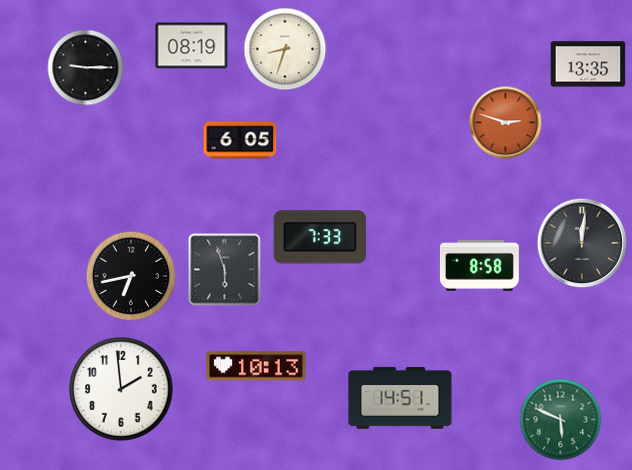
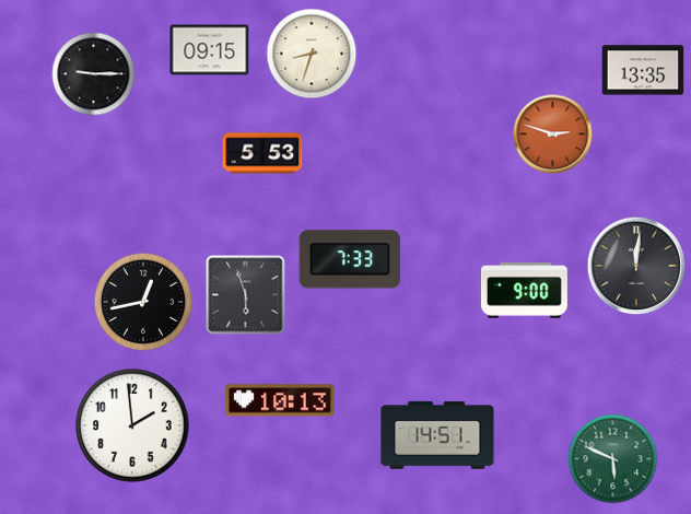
clock at (192, 46): 08:19 -> 09:15
clock at (240, 140): 6:05 -> 5:53
clock at (479, 266): 8:58 -> 9:00
clock at (131, 276): 6:43 -> 12:43
